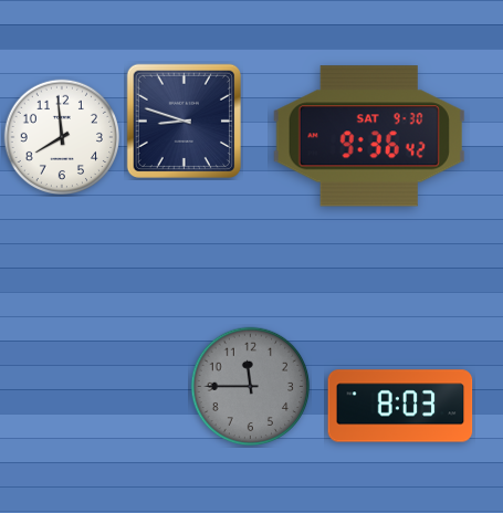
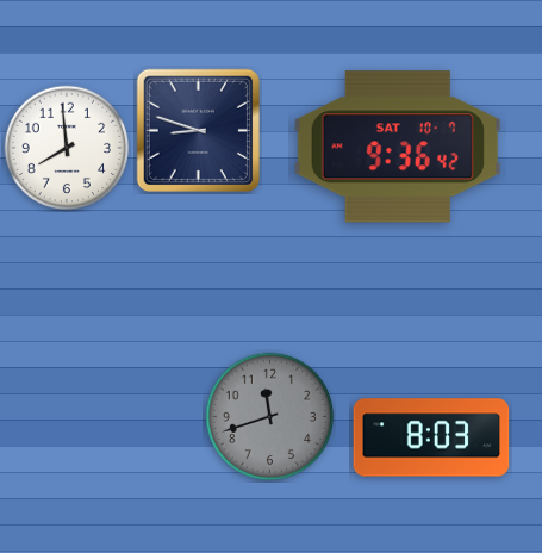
clock at (369, 136) date: SAT 9-30 -> SAT 10-7
clock at (251, 387): 11:45 -> 11:42
